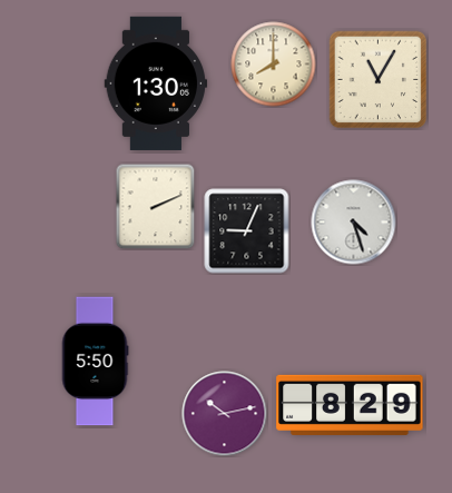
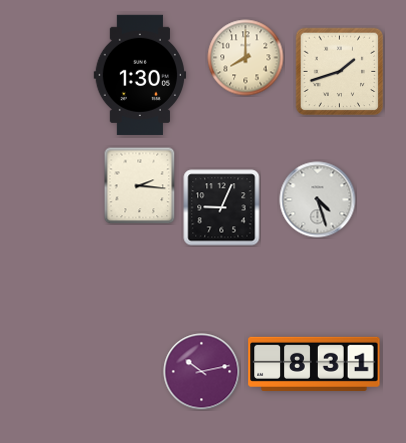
clock at (379, 80): 11:05 -> 1:42
clock at (156, 206): 2:11 -> 2:16
clock at (95, 362): 5:50 -> none
clock at (350, 405): 8:29 -> 8:31
